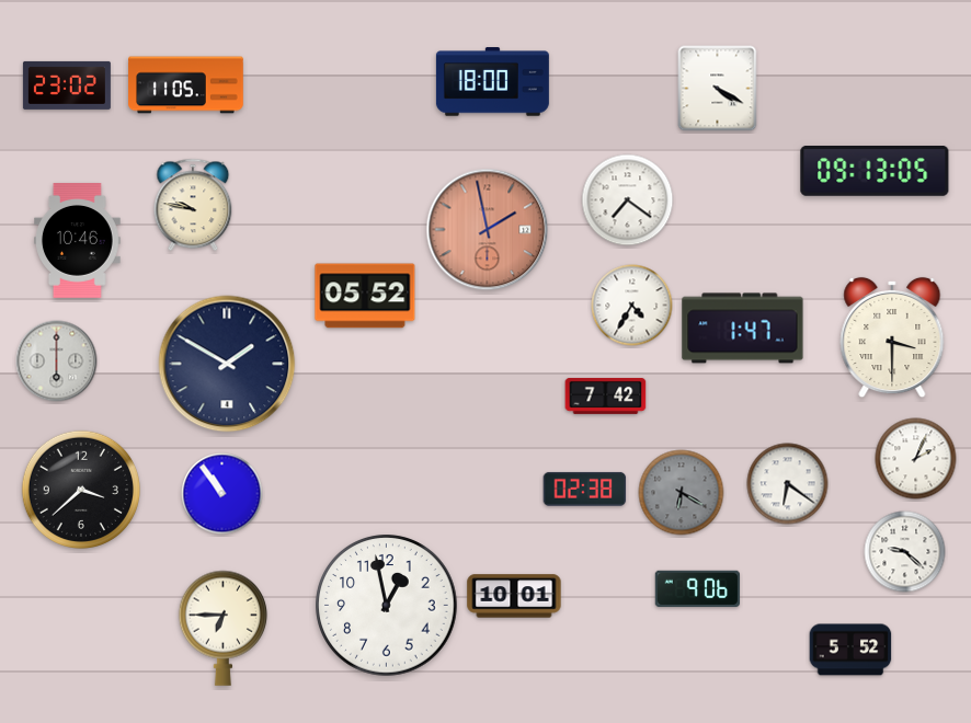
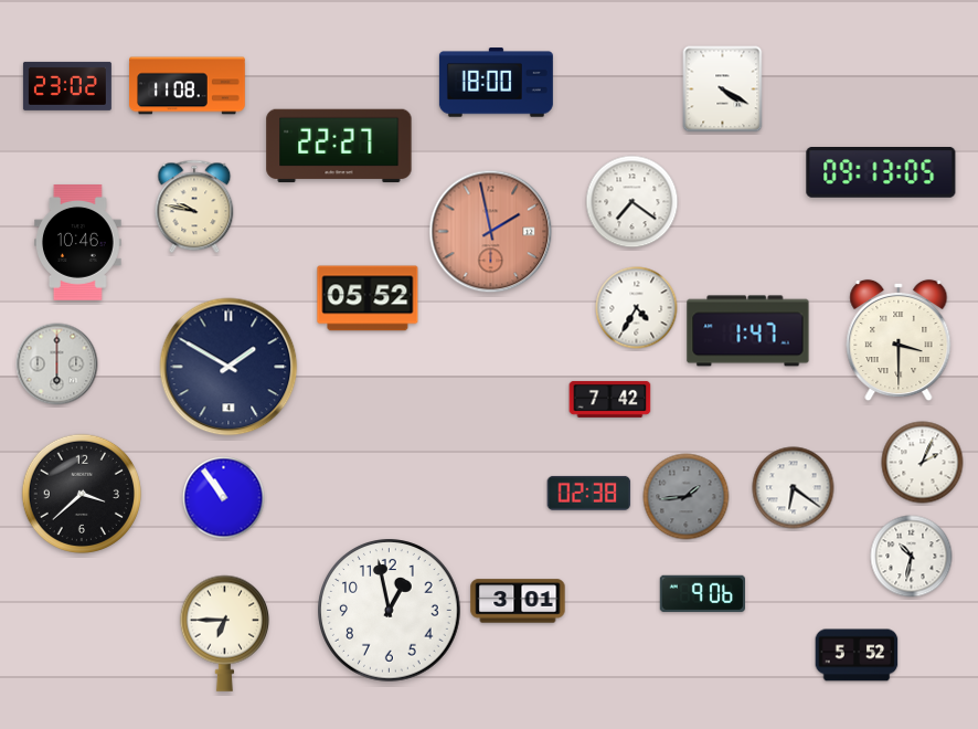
clock at (186, 85): 11:05 -> 11:08
clock at (339, 146): none -> 22:27
clock at (682, 493): 6:20 -> 1:44
clock at (905, 552): 9:22 -> 10:32
clock at (514, 596): 10:01 -> 3:01
